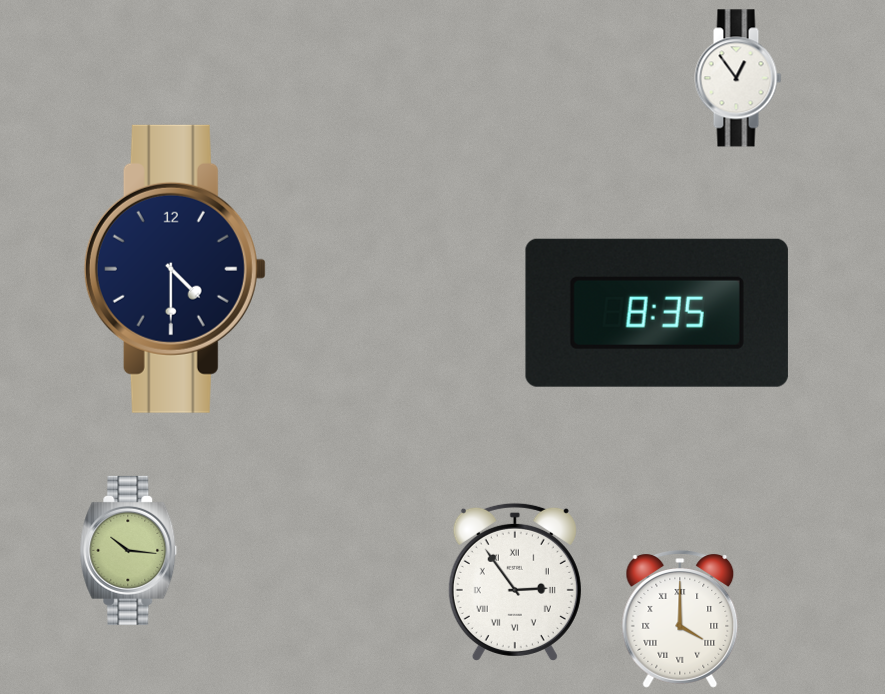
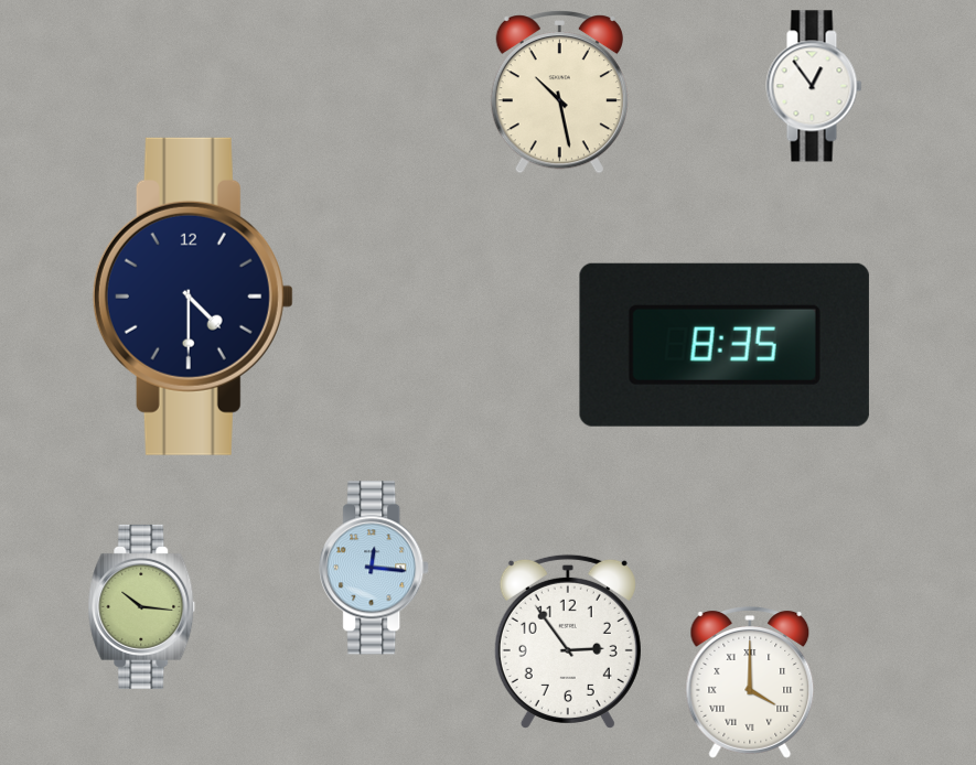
clock at (559, 93): none -> 10:28
clock at (375, 568): none -> 12:16
clock at (515, 582) numerals: Roman -> Arabic
